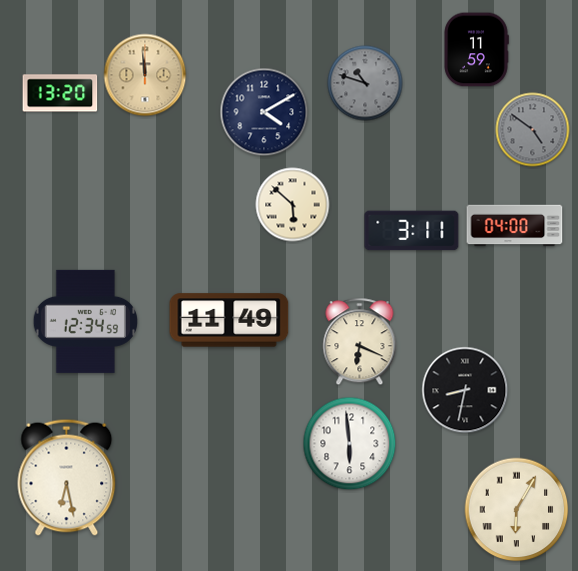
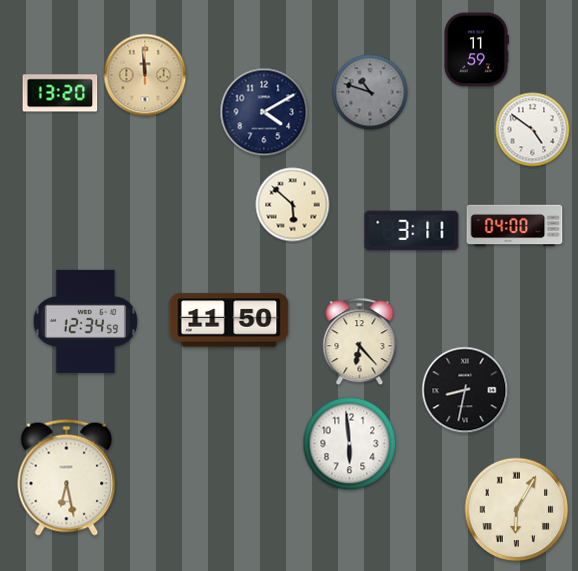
clock at (365, 83) position: (365, 83) -> (370, 92)
clock at (533, 130) dial: grey -> white
clock at (229, 320): 11:49 -> 11:50
clock at (360, 342): 6:19 -> 6:23
